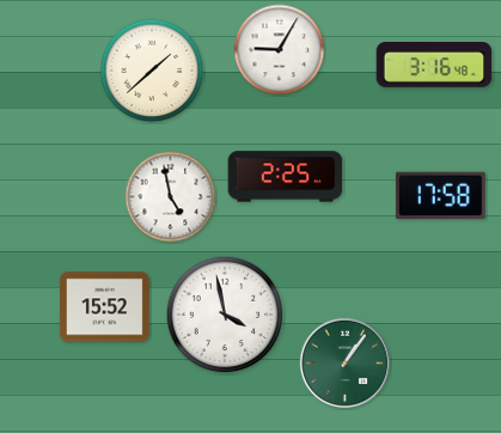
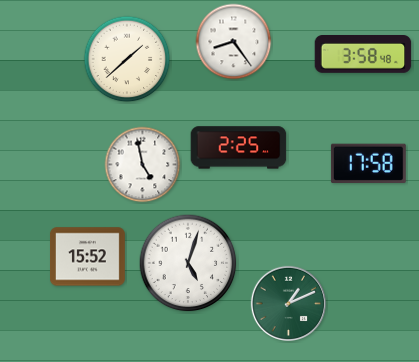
clock at (280, 50): 9:05 -> 8:24
clock at (434, 66): 3:16 -> 3:58
clock at (225, 315): 3:58 -> 5:03
clock at (344, 362): 1:06 -> 1:11
